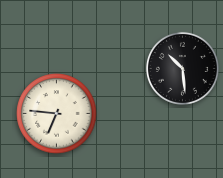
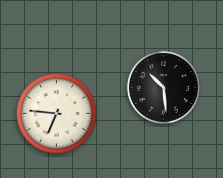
clock at (182, 68) position: (182, 68) -> (163, 87)
